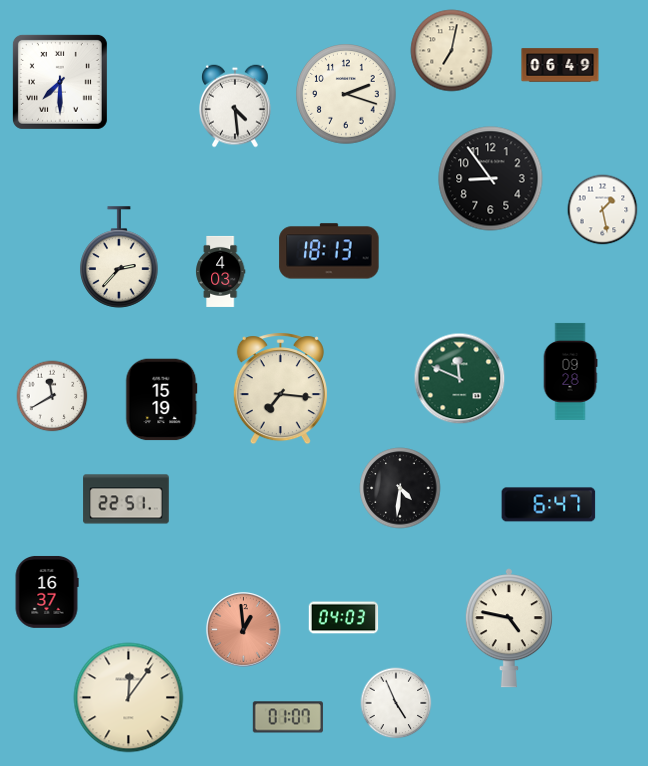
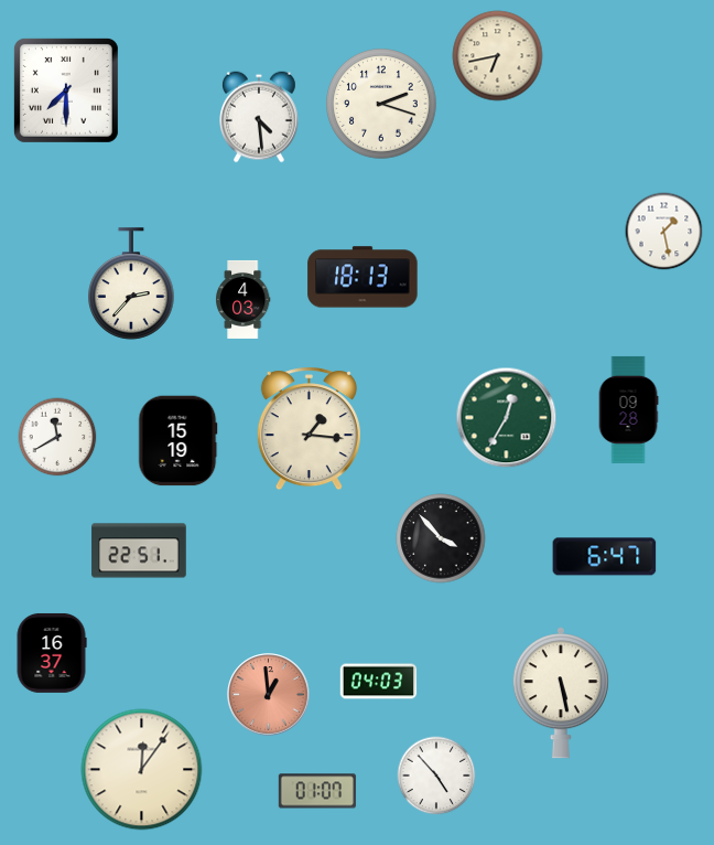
clock at (452, 51): 7:02 -> 6:43
clock at (560, 65): 06:49 -> none
clock at (491, 179): 8:54 -> none
clock at (460, 379): 11:49 -> 12:35
clock at (280, 389): 7:16 -> 1:16
clock at (400, 488): 4:31 -> 3:53
clock at (509, 628): 4:47 -> 5:28
clock at (396, 703): 4:56 -> 4:53
